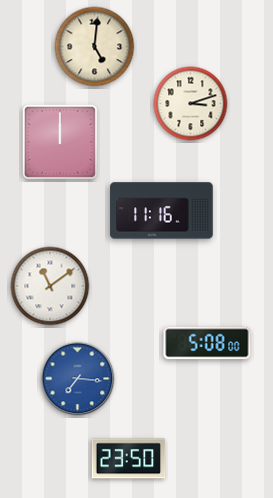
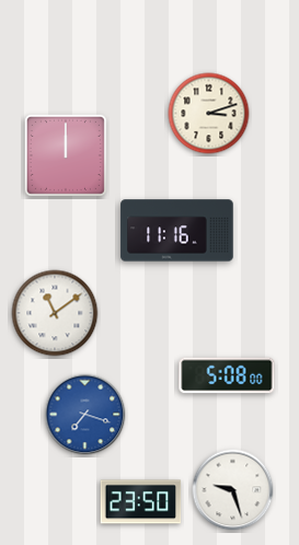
clock at (95, 47): 5:01 -> none
clock at (78, 379): 7:16 -> 7:18
clock at (233, 490): none -> 9:27
